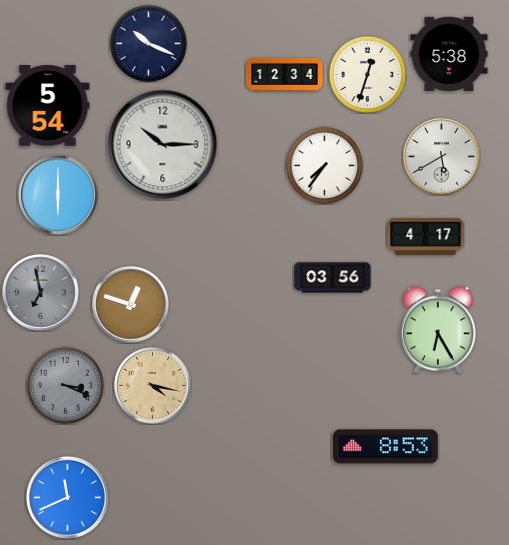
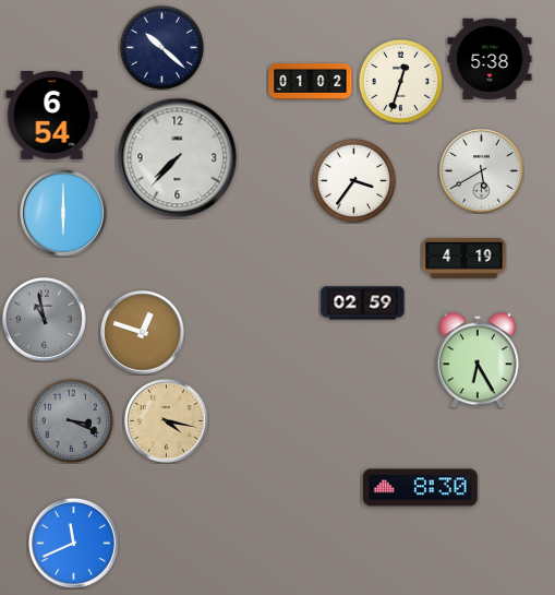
clock at (148, 43): 10:19 -> 10:22
clock at (285, 74): 12:34 -> 01:02
clock at (48, 106): 5:54 -> 6:54
clock at (163, 145): 10:15 -> 7:37
clock at (324, 165): 7:36 -> 3:36
clock at (426, 236): 4:17 -> 4:19
clock at (333, 278): 03:56 -> 02:59
clock at (41, 293): 6:58 -> 10:58
clock at (385, 447): 8:53 -> 8:30
